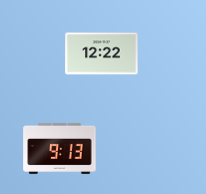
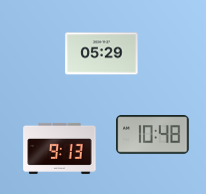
clock at (102, 54): 12:22 -> 05:29
clock at (153, 135): none -> 10:48
